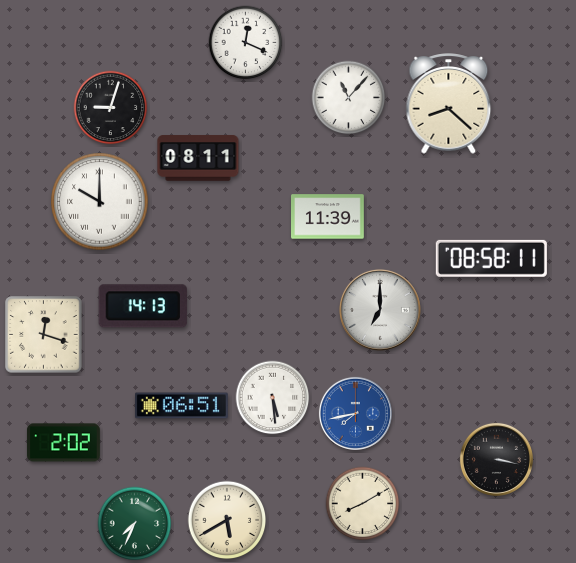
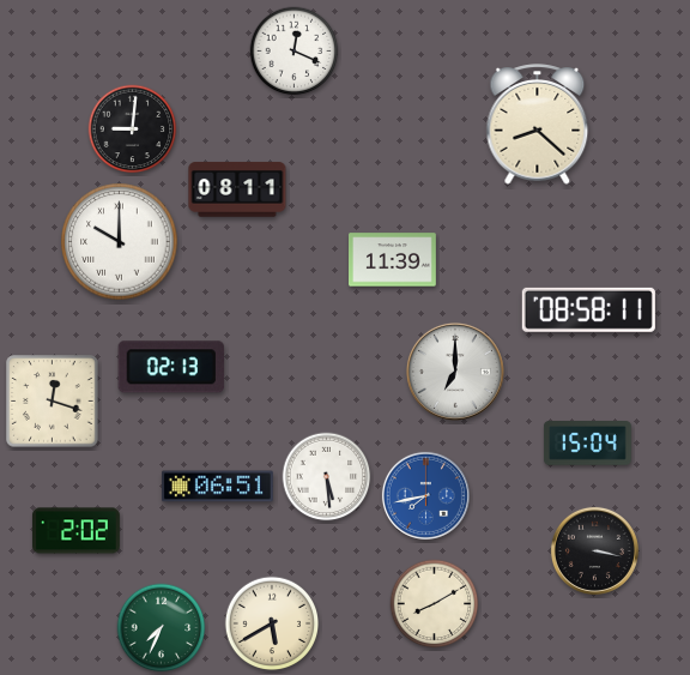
clock at (349, 98): 11:07 -> none
clock at (111, 108): 9:03 -> 9:01
clock at (143, 306): 14:13 -> 02:13
clock at (587, 444): none -> 15:04
